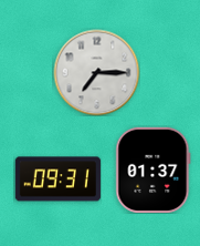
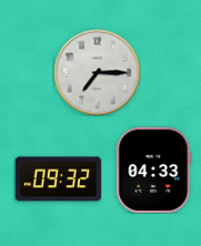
clock at (154, 170): 01:37 -> 04:33
clock at (57, 180): 09:31 -> 09:32
